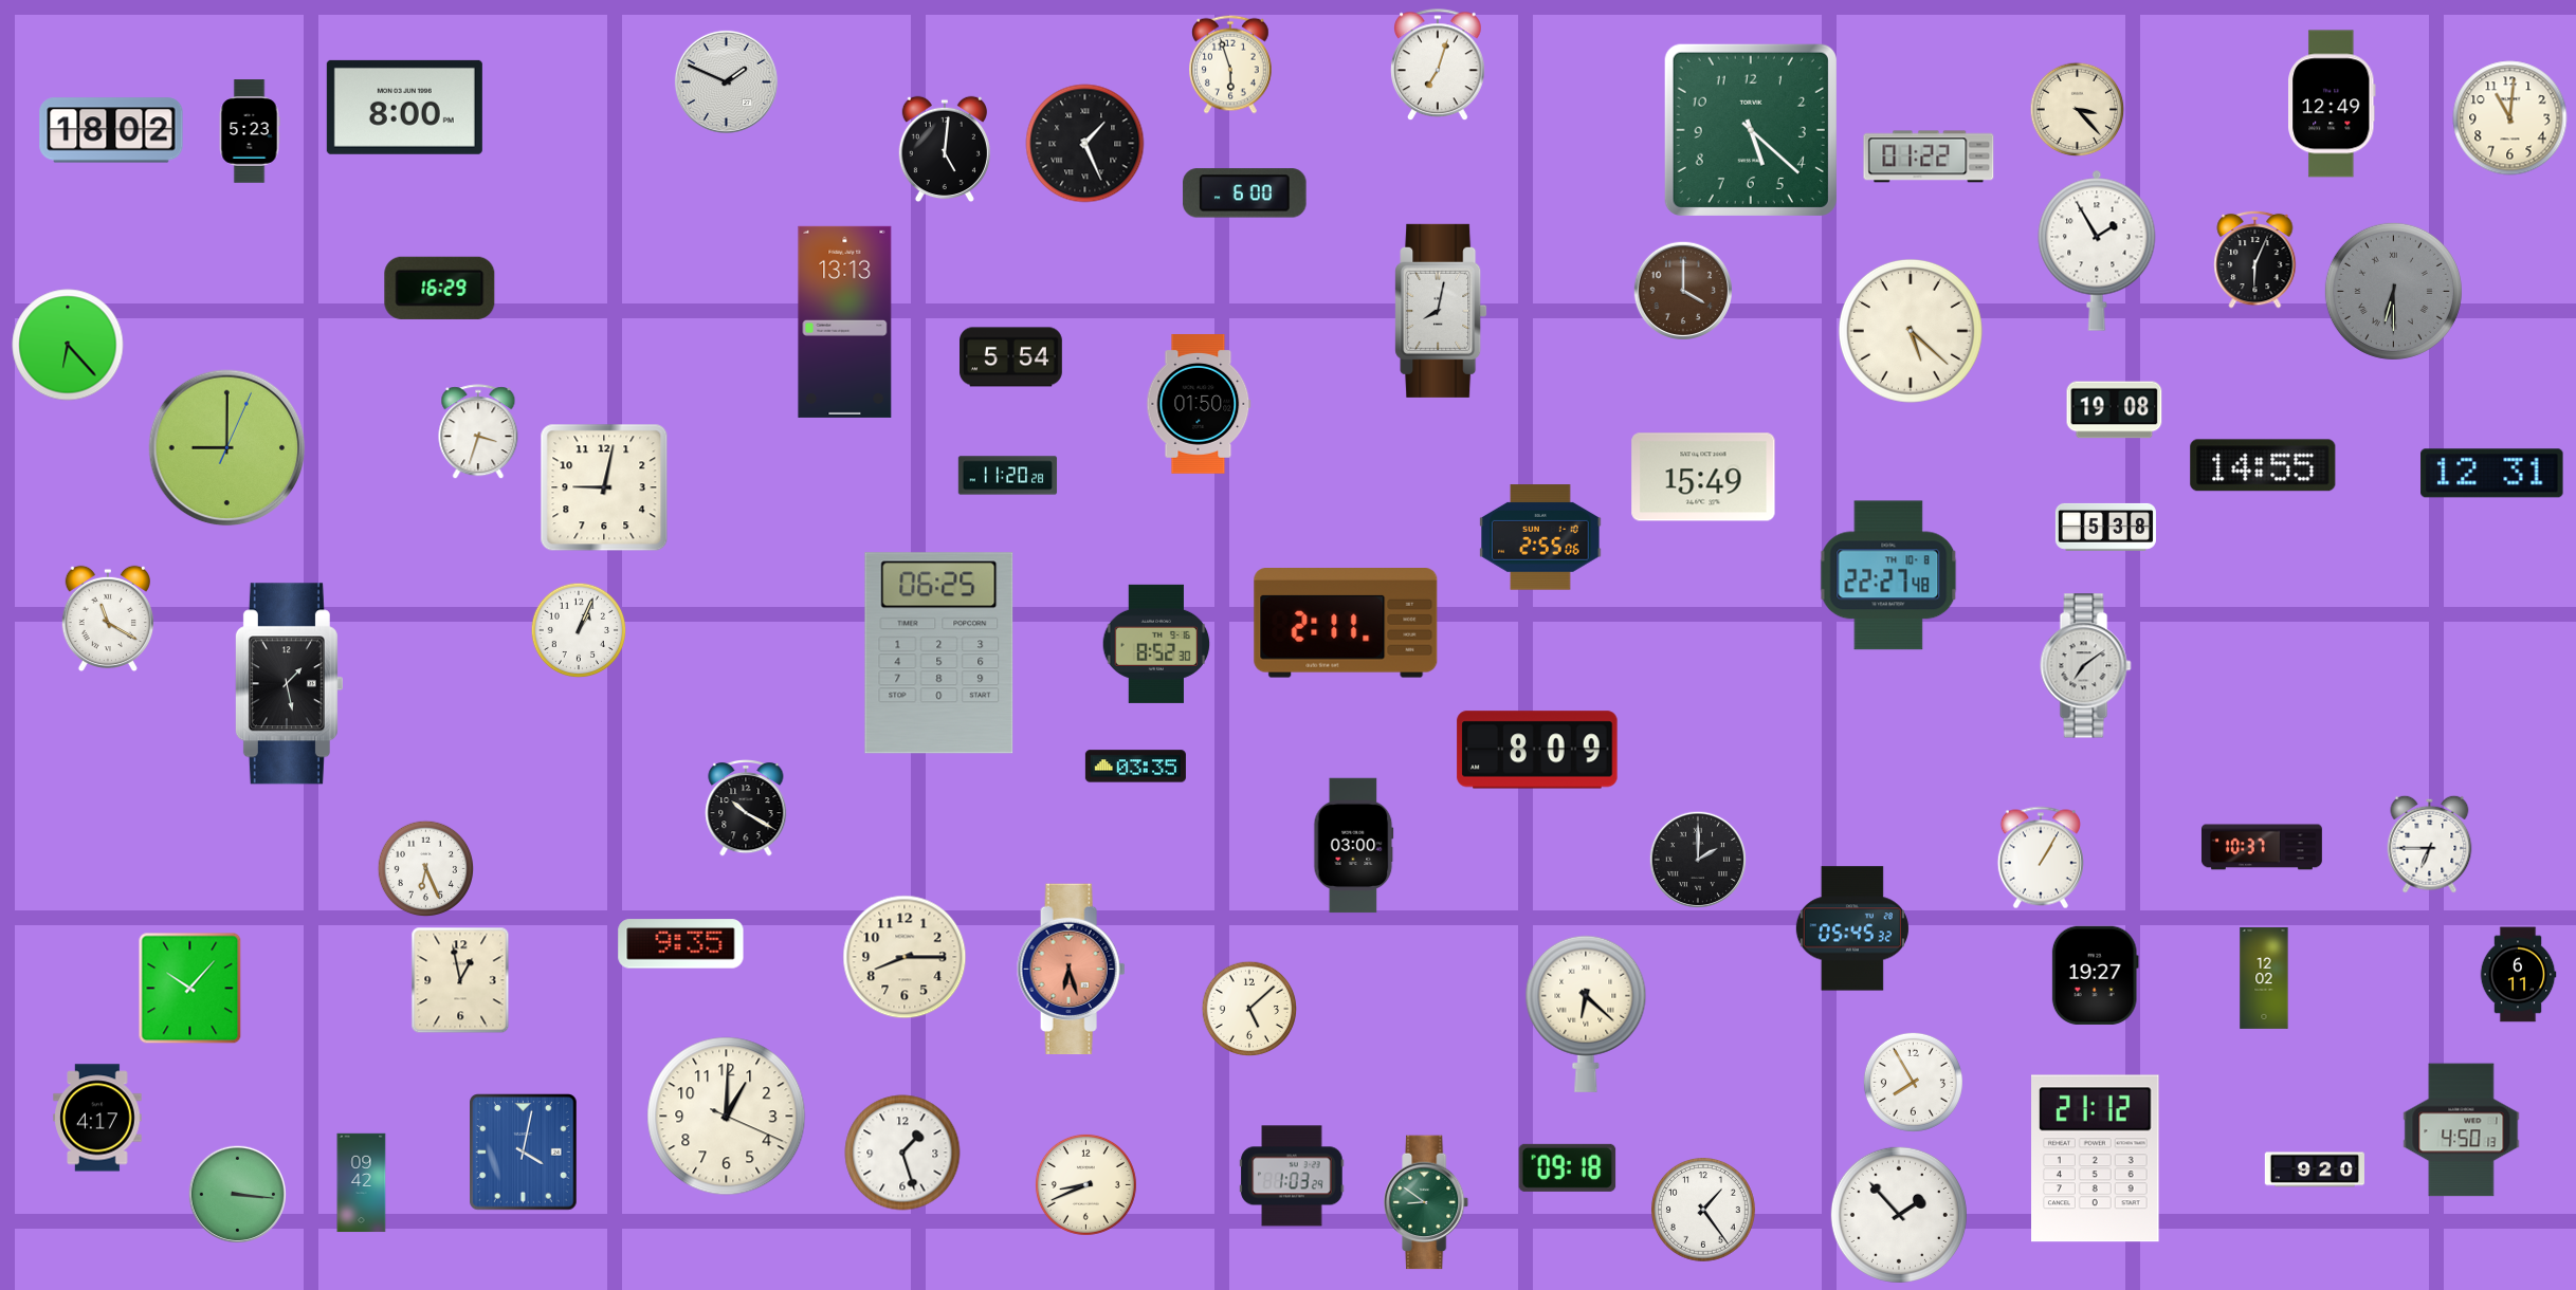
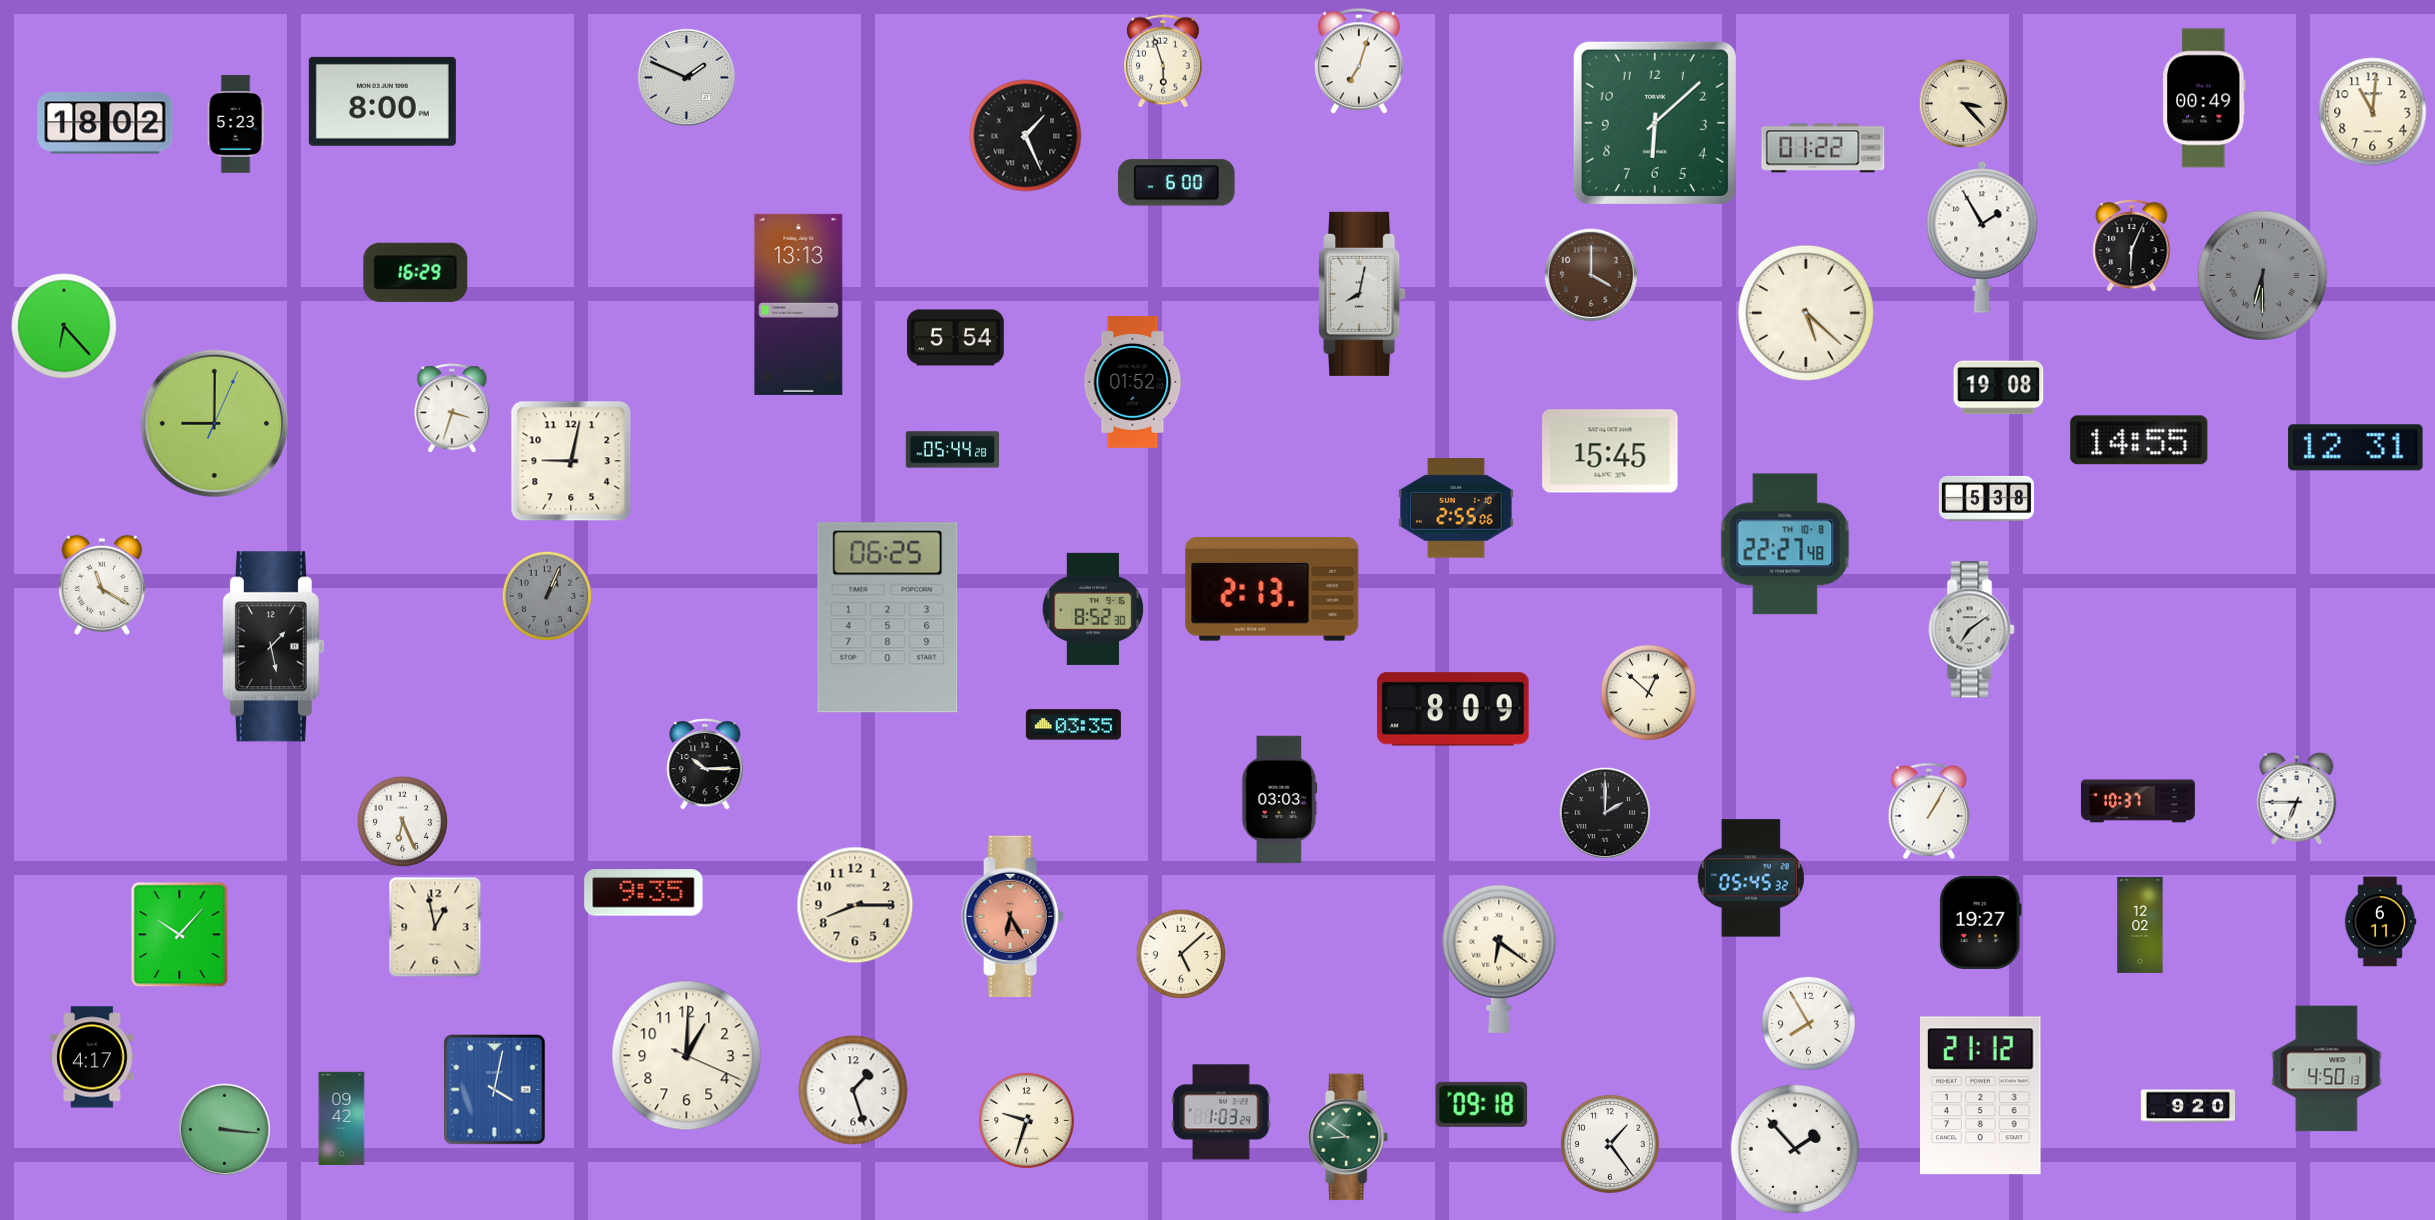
clock at (2333, 104): 12:49 -> 00:49
clock at (1751, 130): 5:22 -> 6:08
clock at (945, 149): 5:01 -> none
clock at (1199, 405): 01:50 -> 01:52
clock at (1008, 476): 11:20 -> 05:44
clock at (1703, 477): 15:49 -> 15:45
clock at (2105, 527) position: (2105, 527) -> (1986, 498)
clock at (1346, 624): 2:11 -> 2:13
clock at (579, 630) dial: white -> grey
clock at (1648, 692): none -> 12:52
clock at (746, 809): 10:20 -> 10:15
clock at (1354, 846): 03:00 -> 03:03
clock at (1072, 970): 6:27 -> 6:25
clock at (1586, 1014): 6:22 -> 6:21
clock at (1085, 1184): 8:41 -> 9:33
